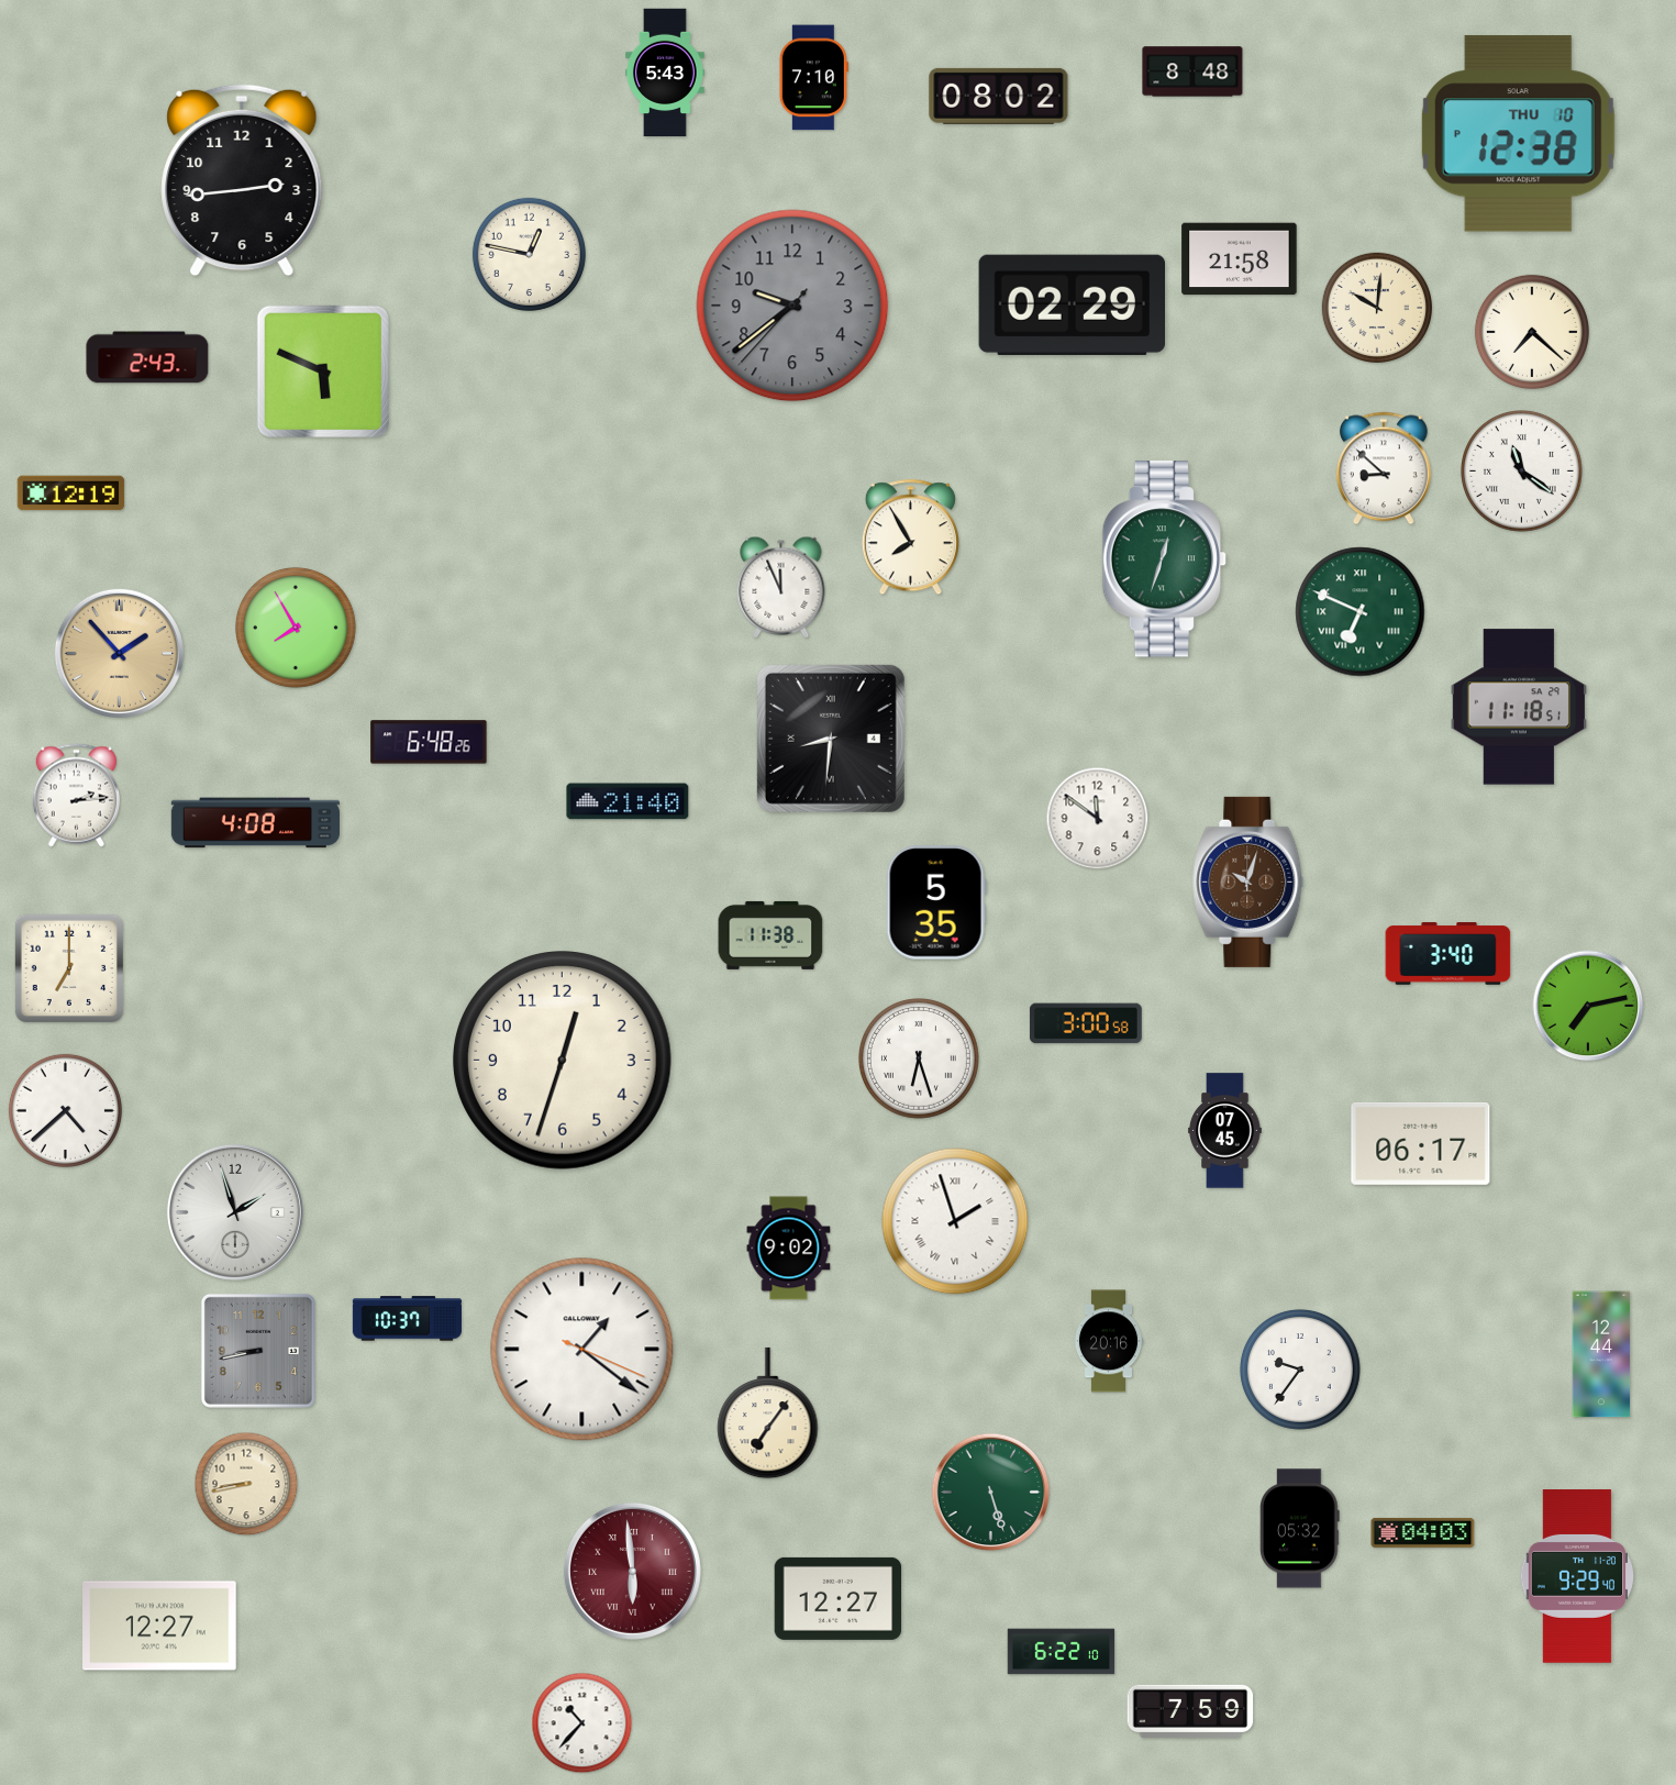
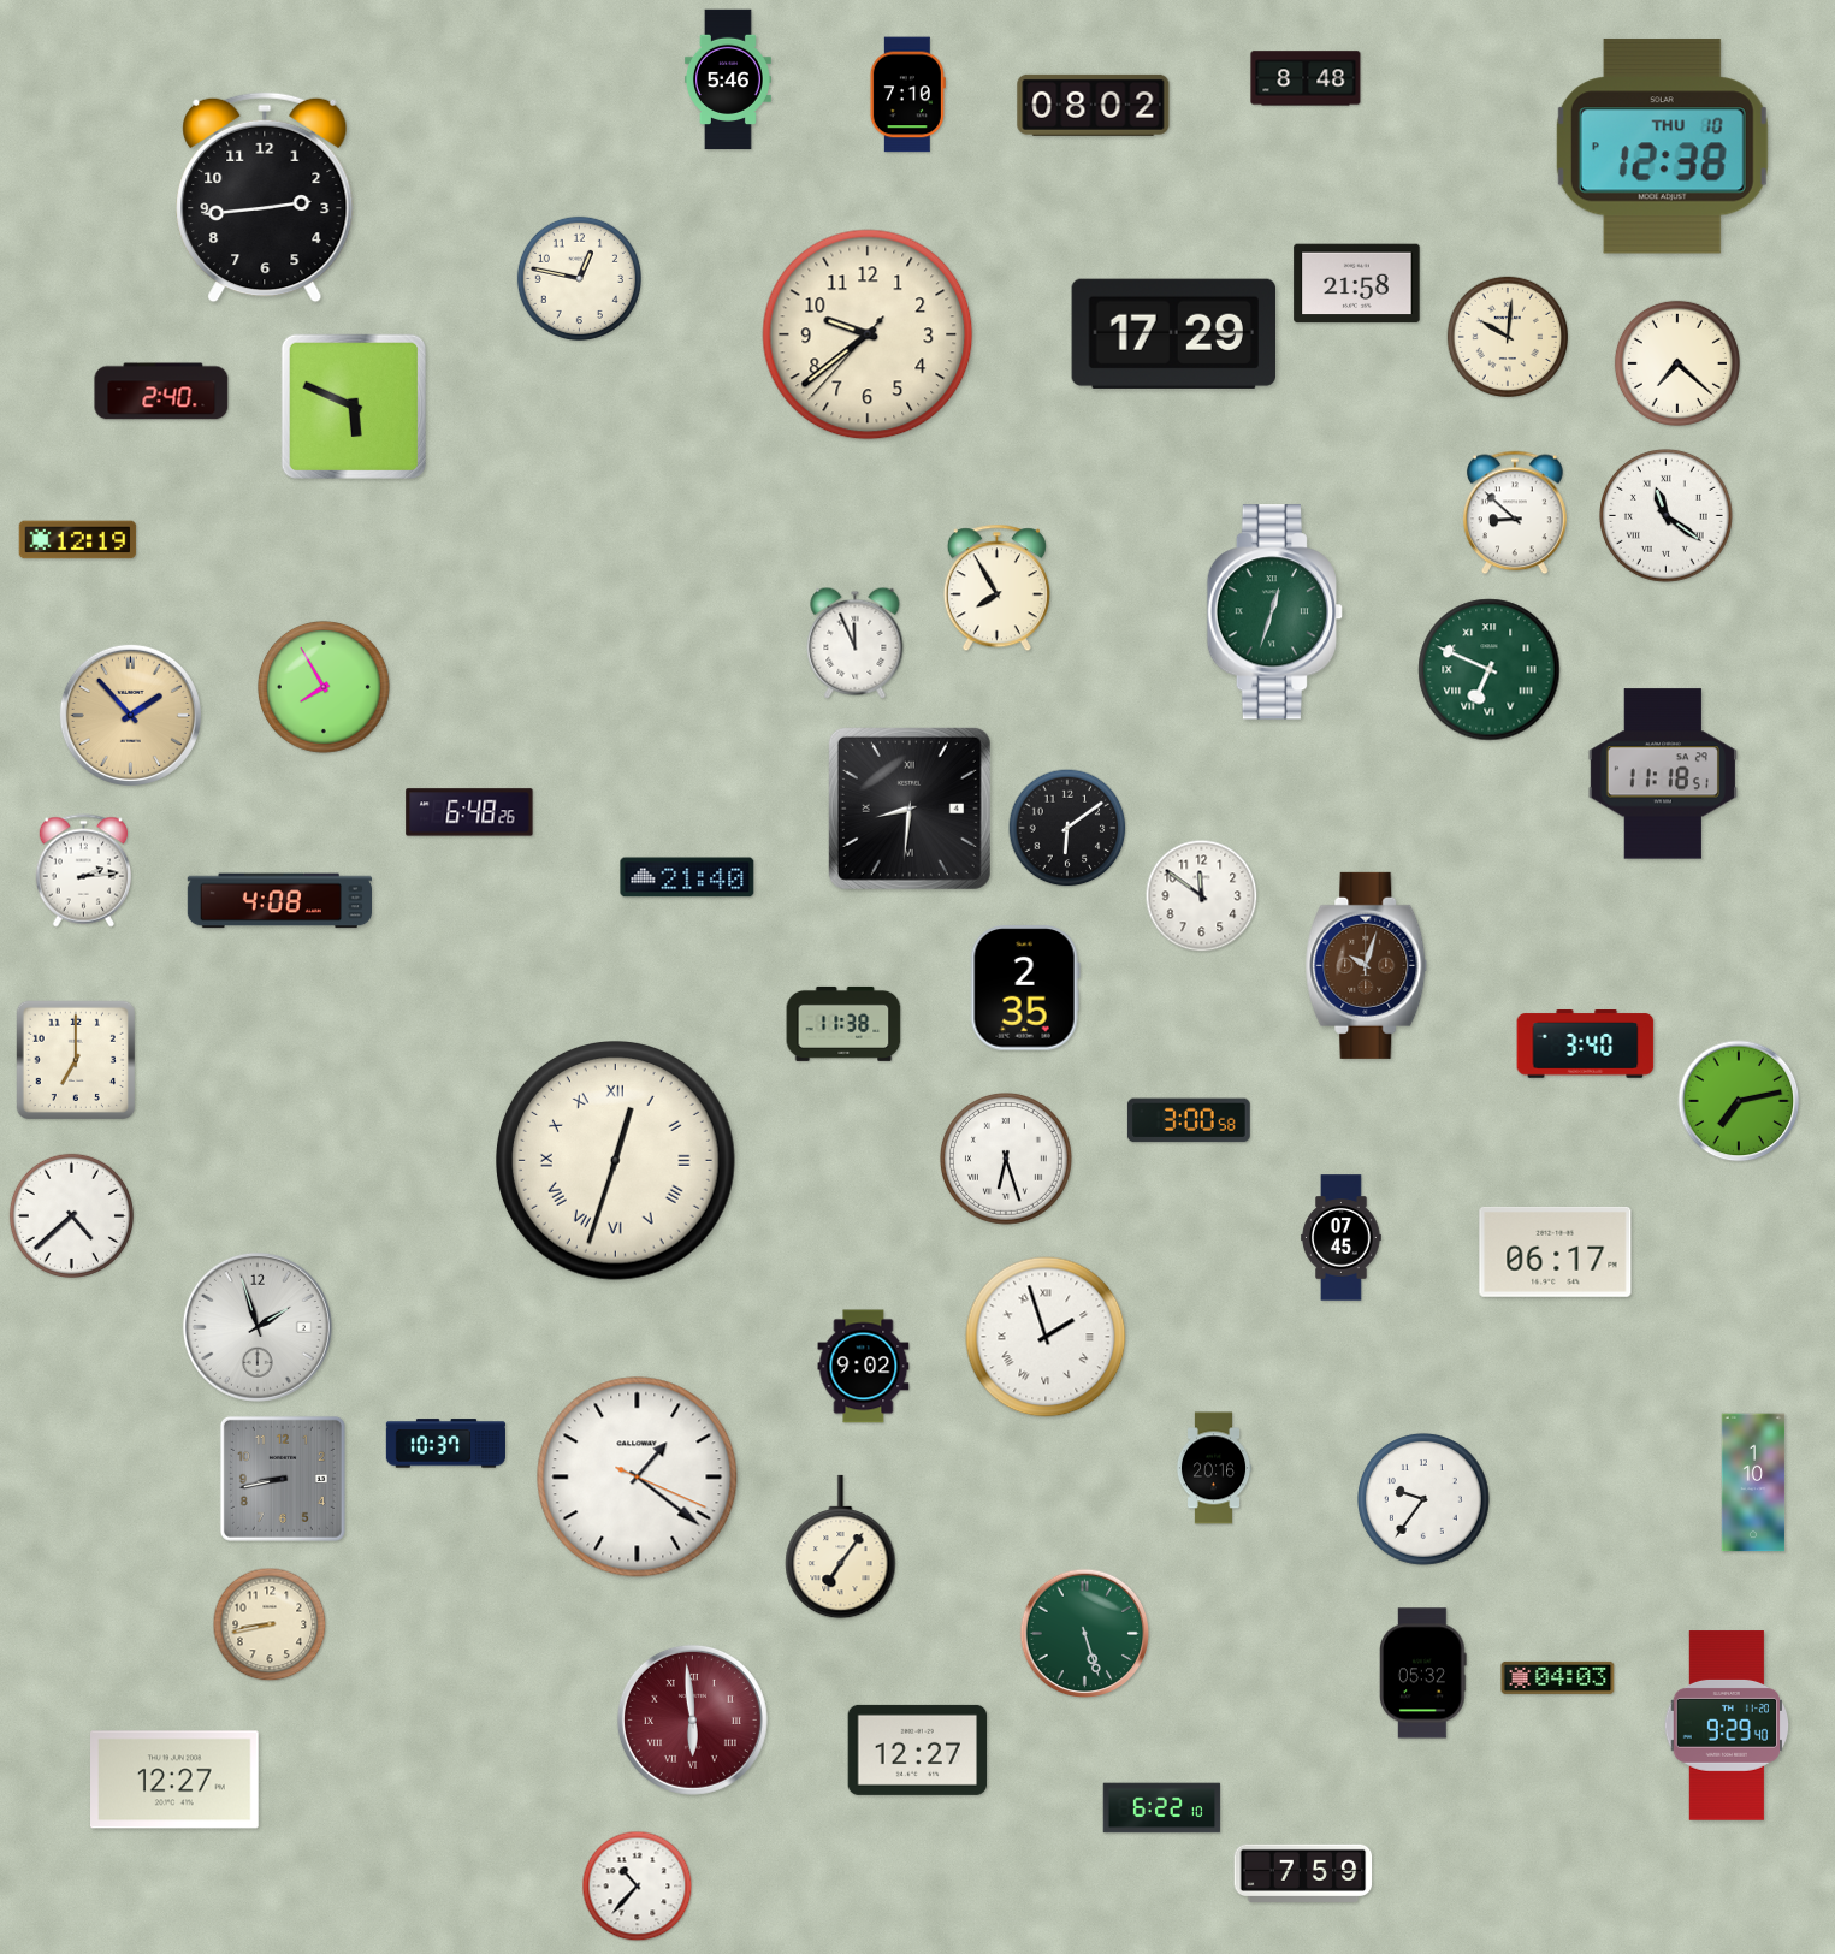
clock at (665, 73): 5:43 -> 5:46
clock at (813, 78) position: (813, 78) -> (907, 95)
clock at (1072, 304): 02:29 -> 17:29
clock at (792, 306) dial: grey -> cream
clock at (147, 357): 2:43 -> 2:40
clock at (1067, 828): none -> 6:09
clock at (936, 902): 5:35 -> 2:35
clock at (563, 1061) numerals: Arabic -> Roman
clock at (1601, 1354): 12:44 -> 1:10
